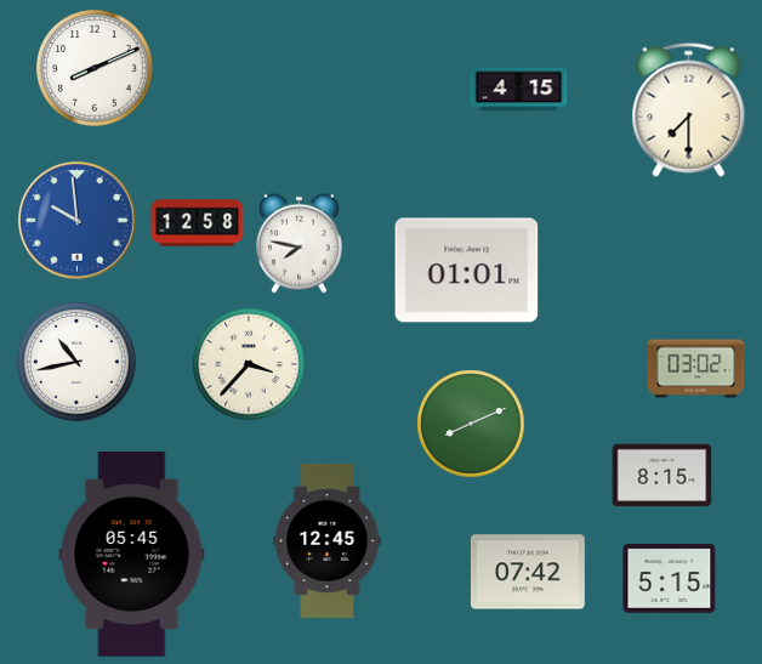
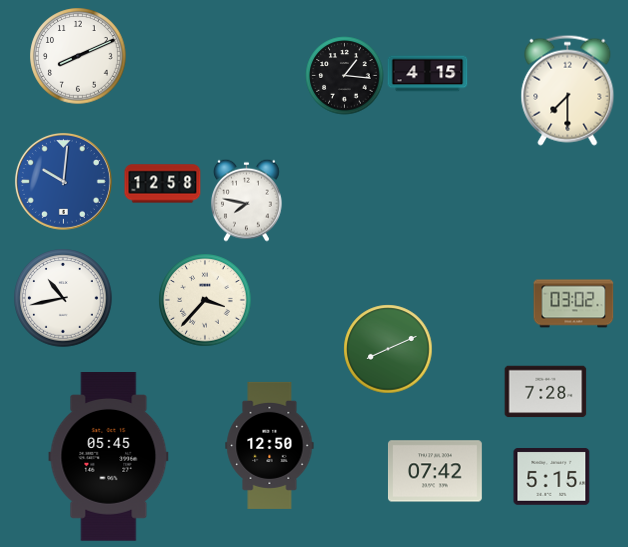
clock at (345, 76): none -> 1:16
clock at (76, 220): 9:59 -> 10:01
clock at (467, 271): 01:01 -> none
clock at (663, 476): 8:15 -> 7:28
clock at (328, 540): 12:45 -> 12:50
